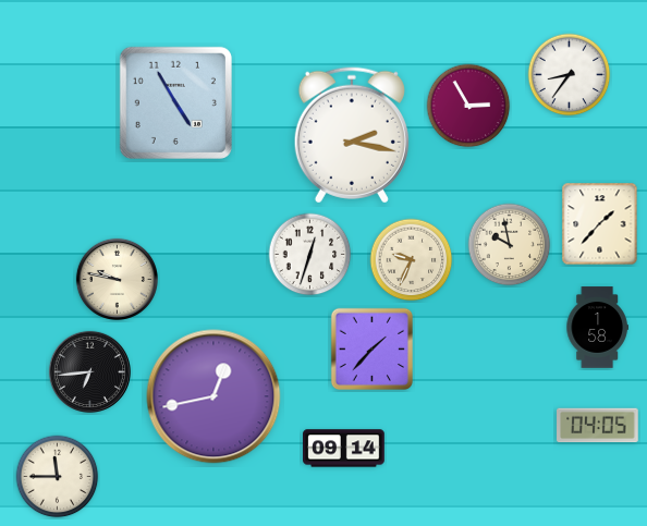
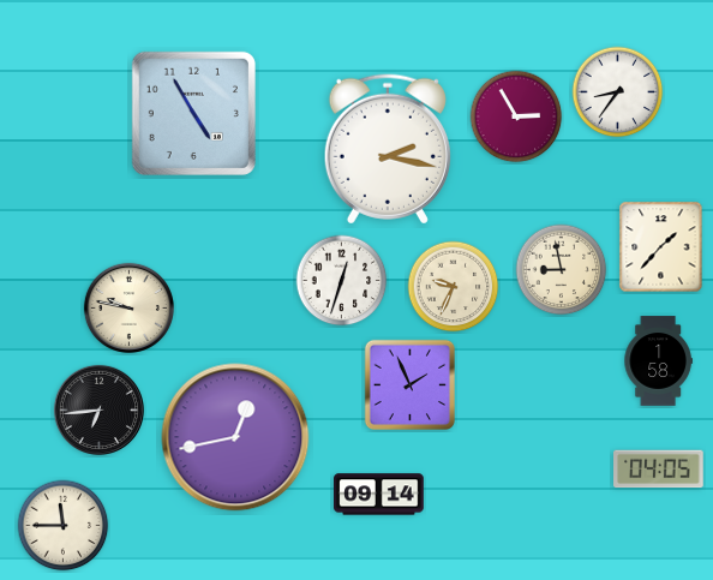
clock at (570, 75) position: (570, 75) -> (618, 92)
clock at (510, 245): 9:58 -> 8:58
clock at (371, 348): 1:37 -> 1:56
